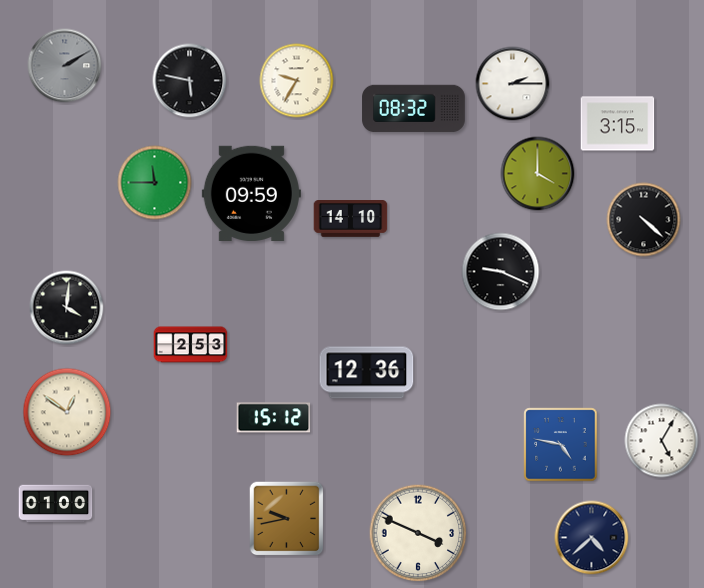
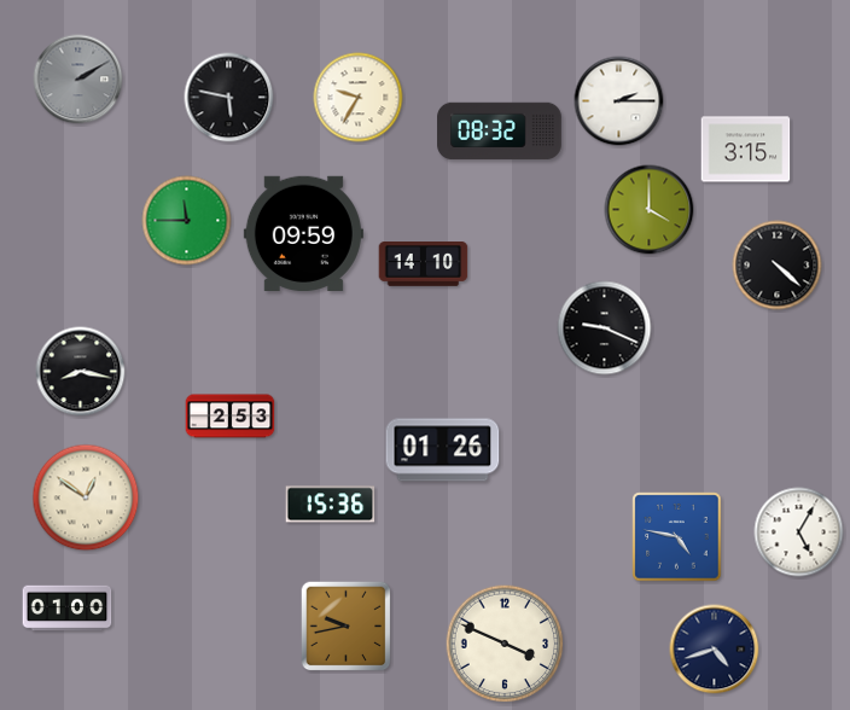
clock at (67, 308): 4:01 -> 8:17
clock at (367, 373): 12:36 -> 01:26
clock at (67, 412) position: (67, 412) -> (86, 497)
clock at (274, 418): 15:12 -> 15:36
clock at (592, 538): 4:38 -> 4:42
